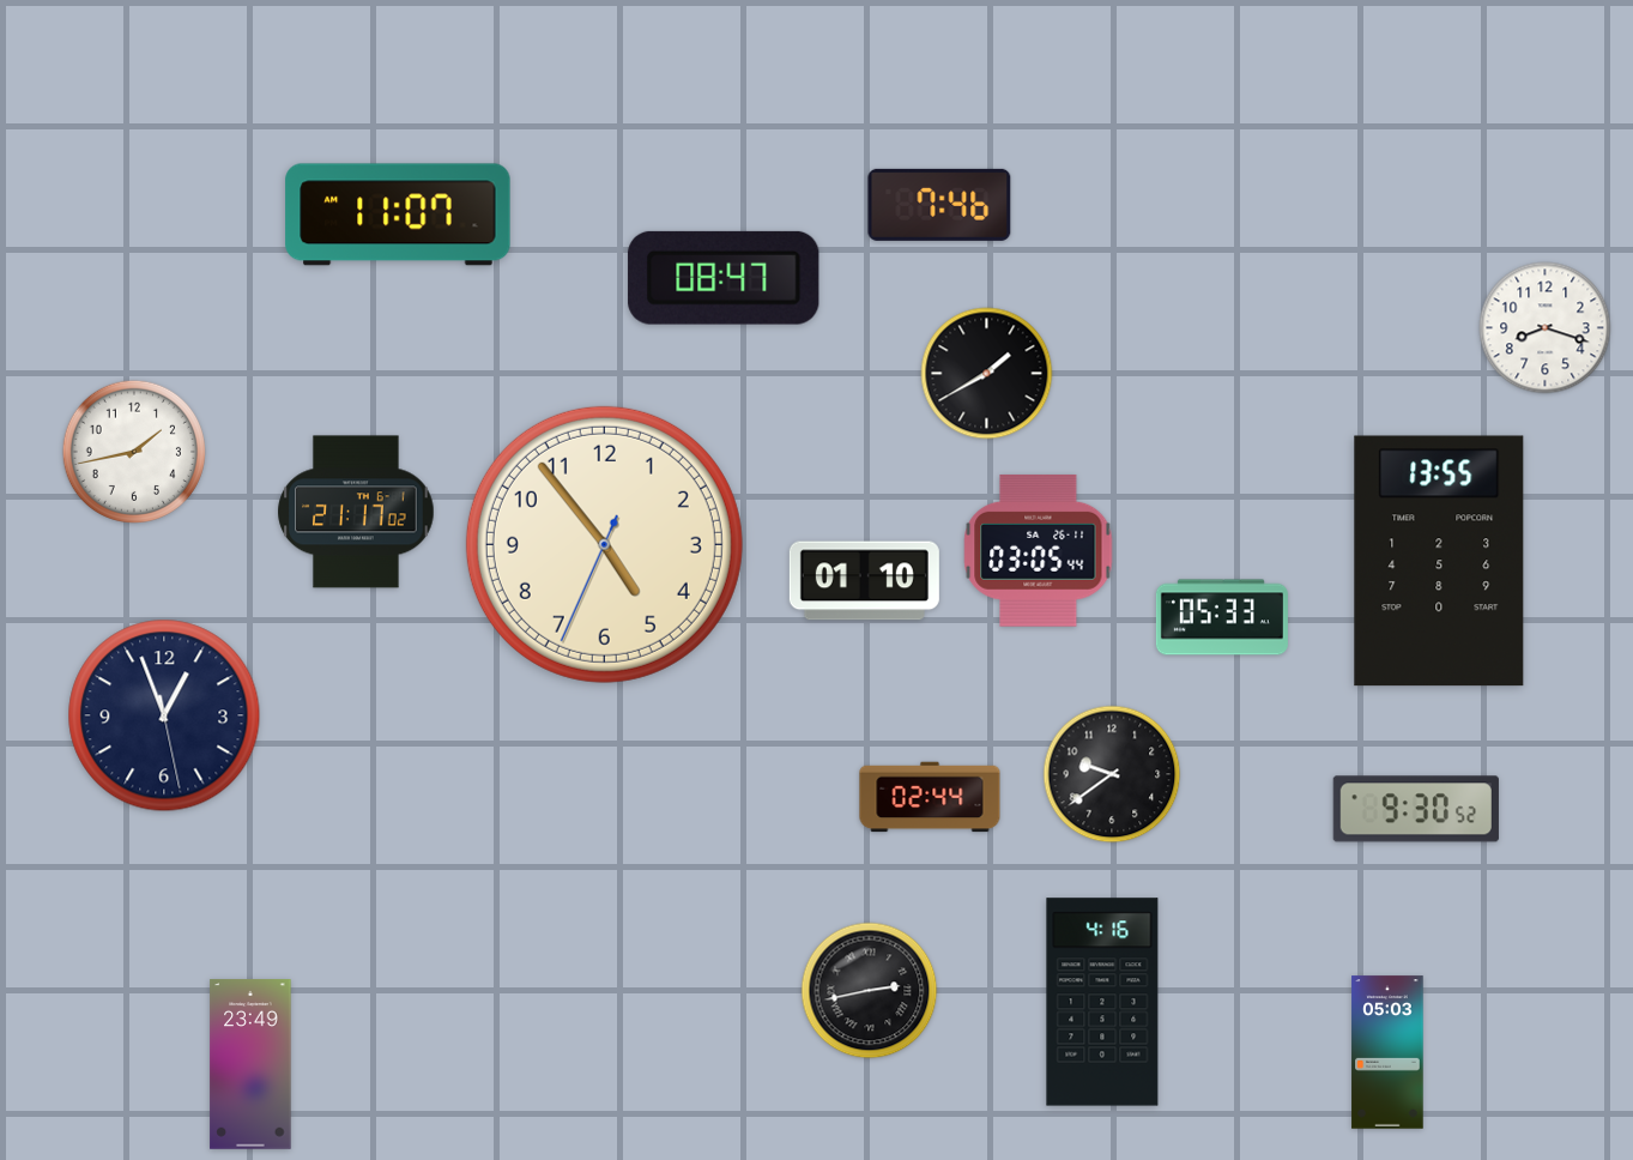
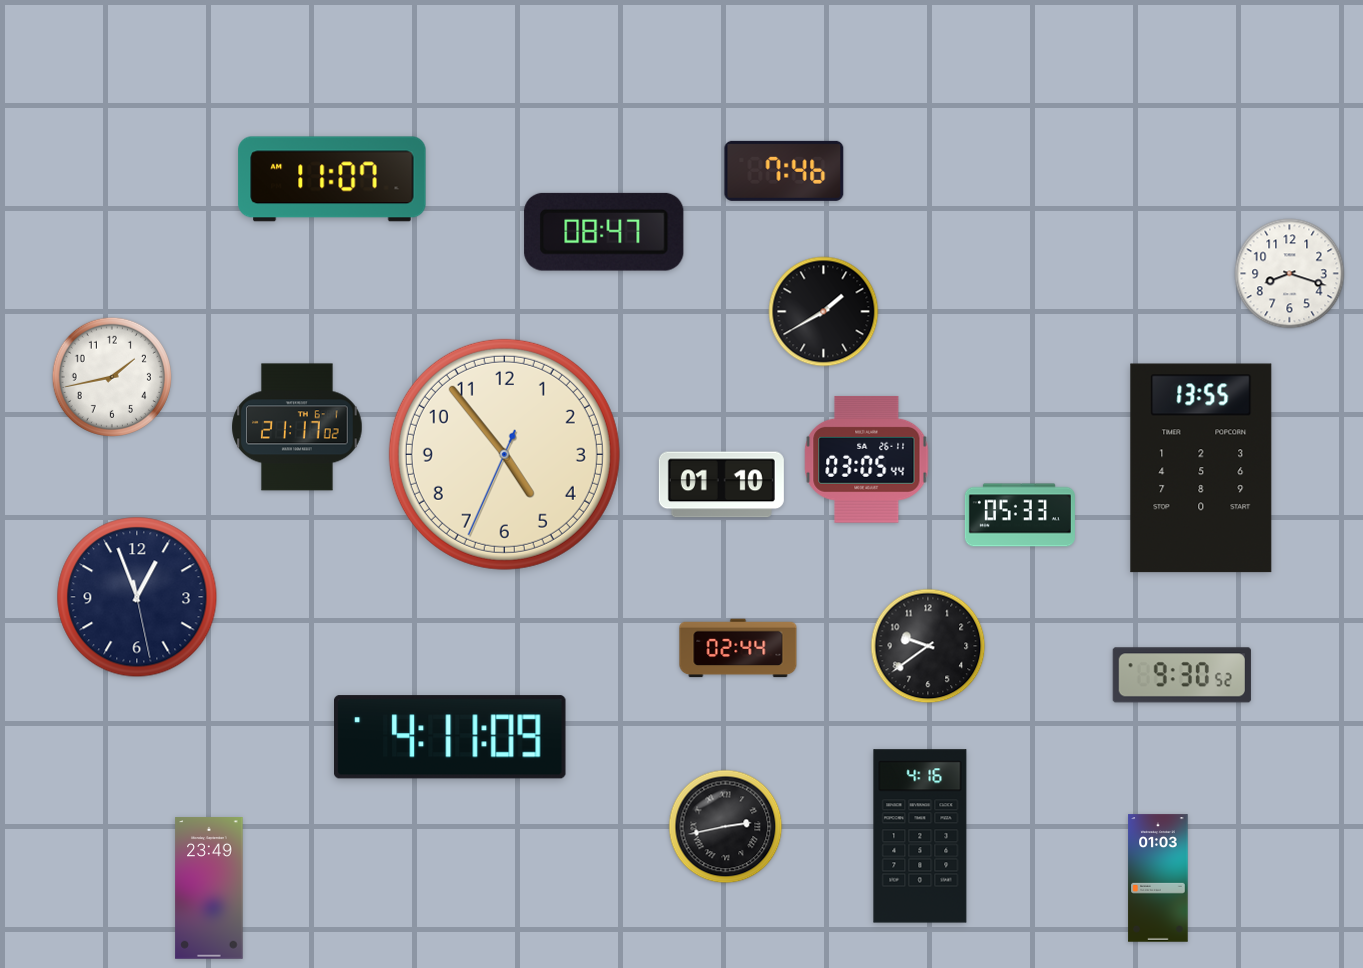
clock at (930, 797) position: (930, 797) -> (738, 648)
clock at (451, 737): none -> 4:11
clock at (1387, 1052): 05:03 -> 01:03
